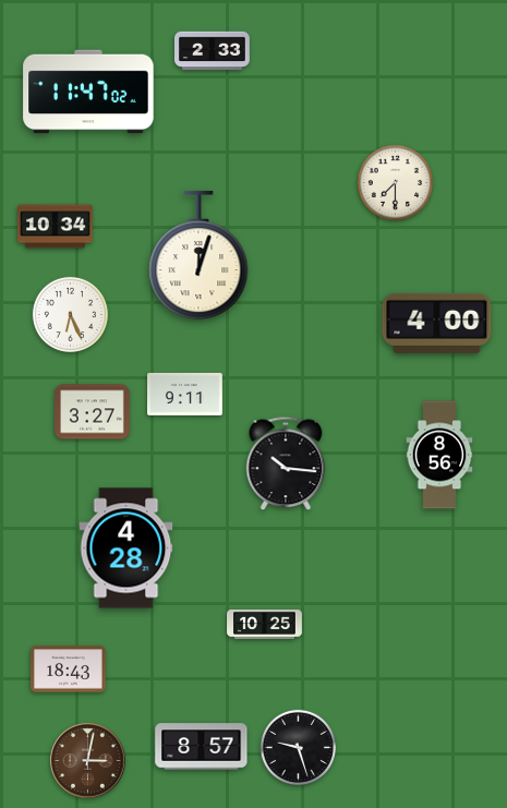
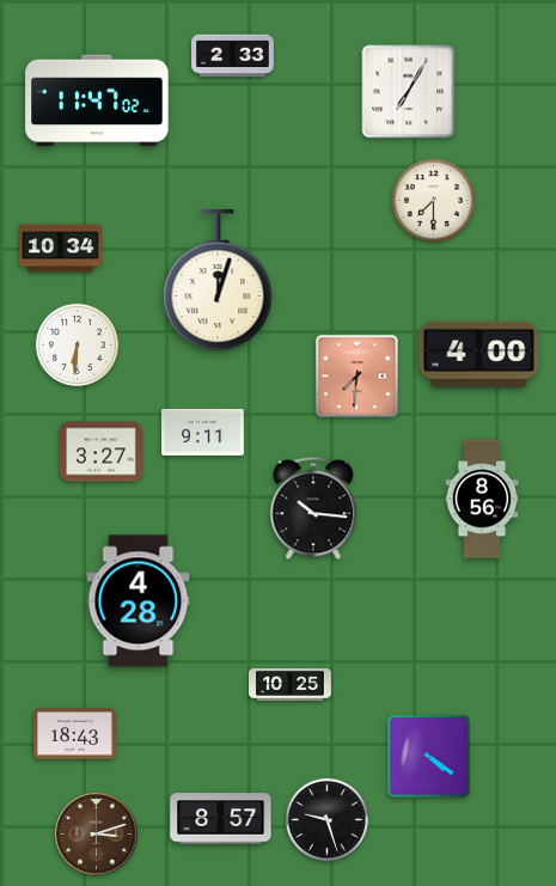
clock at (409, 92): none -> 7:05
clock at (70, 314): 6:26 -> 6:31
clock at (358, 377): none -> 7:31
clock at (429, 757): none -> 4:21
clock at (88, 761): 3:02 -> 3:12
